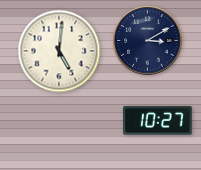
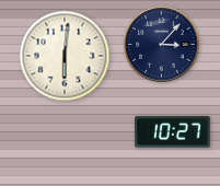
clock at (148, 41): 3:10 -> 3:07
clock at (59, 51): 5:01 -> 6:01
